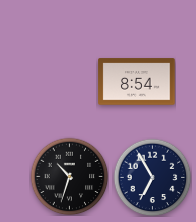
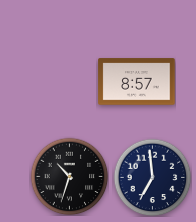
clock at (137, 82): 8:54 -> 8:57
clock at (152, 177): 6:55 -> 6:59
